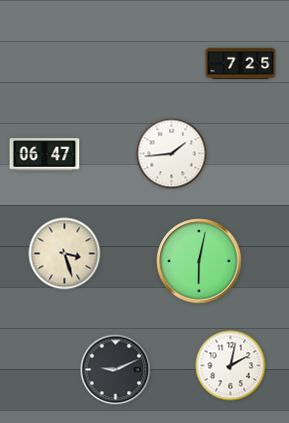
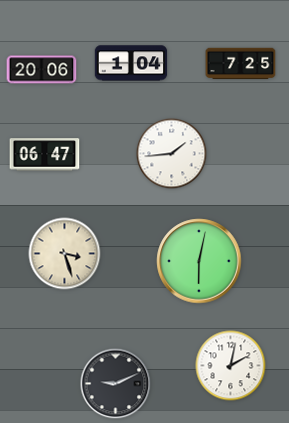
clock at (131, 63): none -> 1:04
clock at (42, 70): none -> 20:06
clock at (116, 370) position: (116, 370) -> (116, 384)
